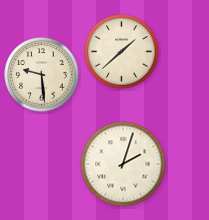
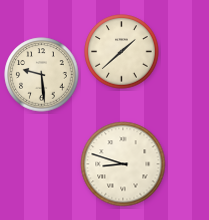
clock at (123, 164): 2:03 -> 8:48
